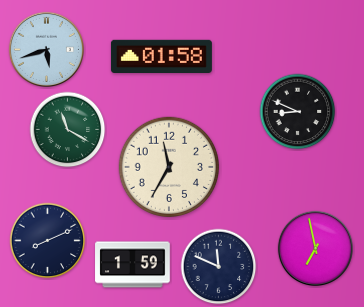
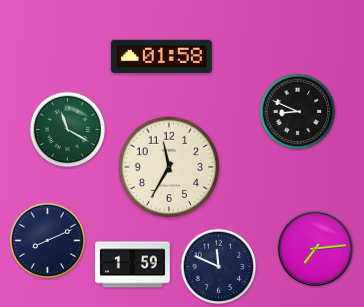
clock at (46, 49): 5:42 -> none
clock at (315, 248): 6:58 -> 7:14
